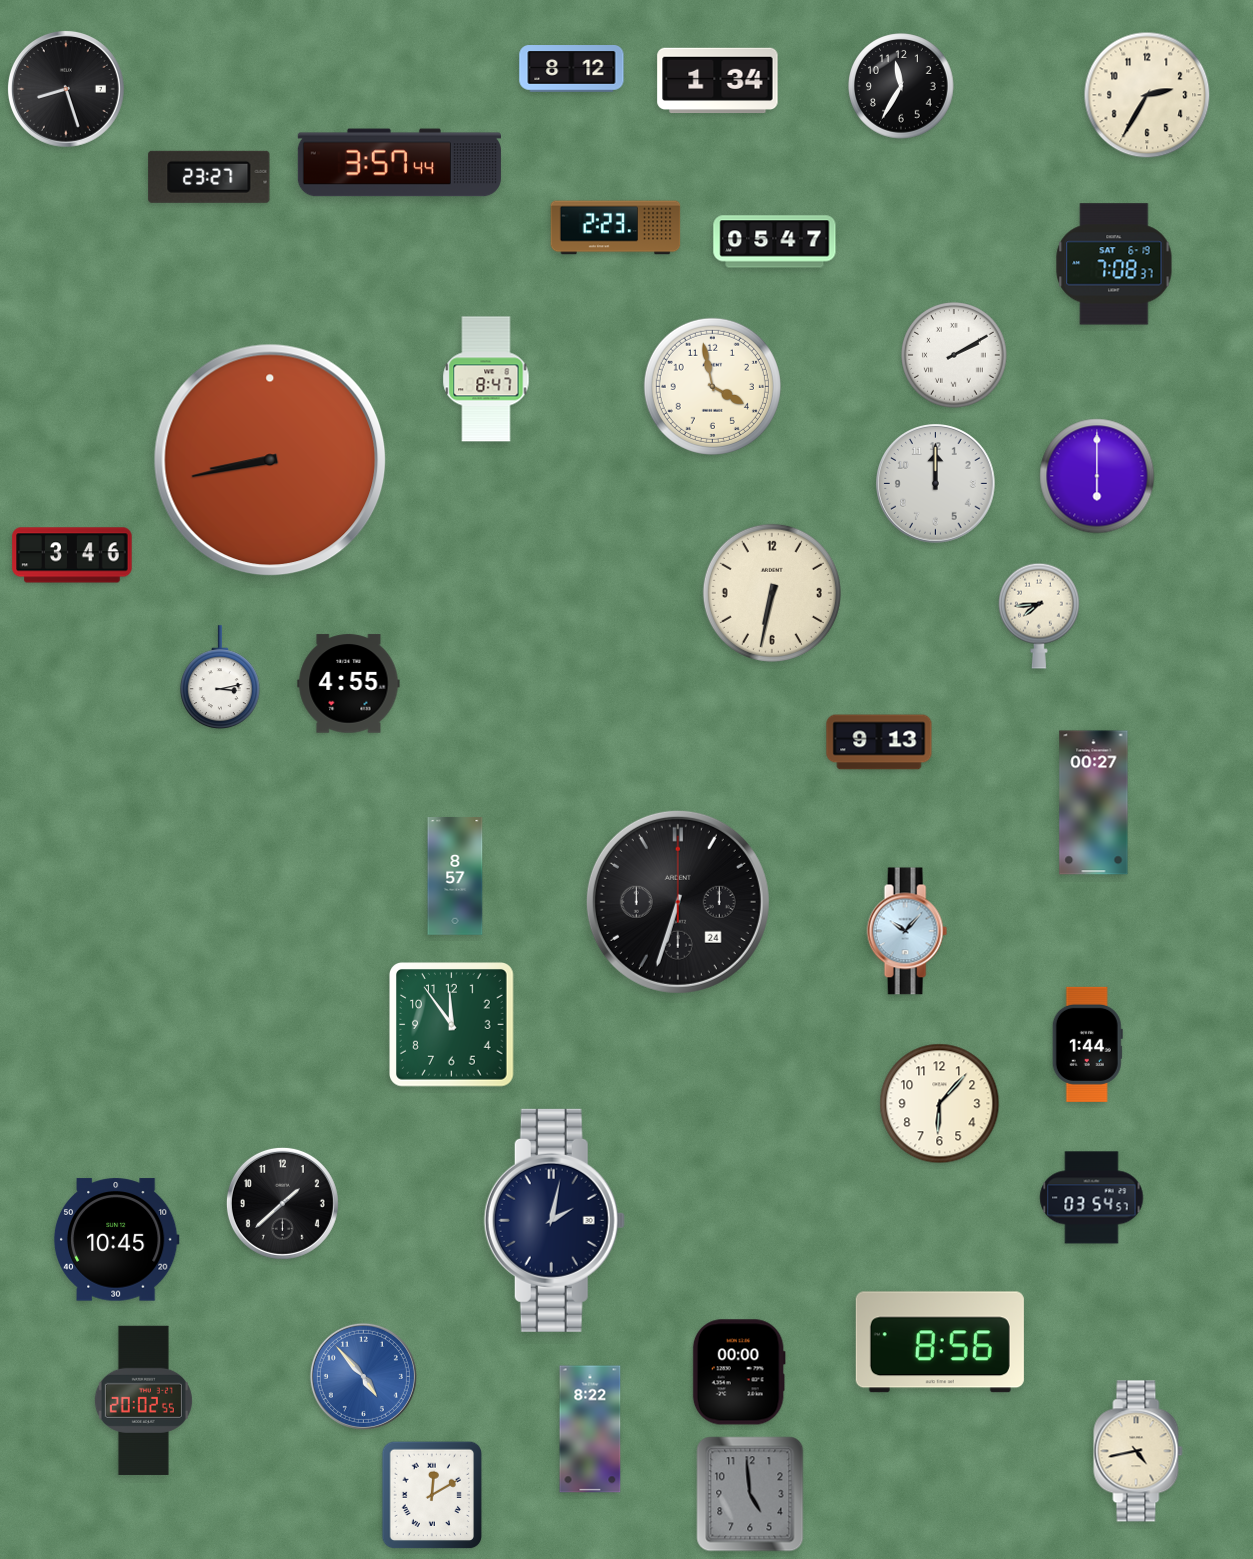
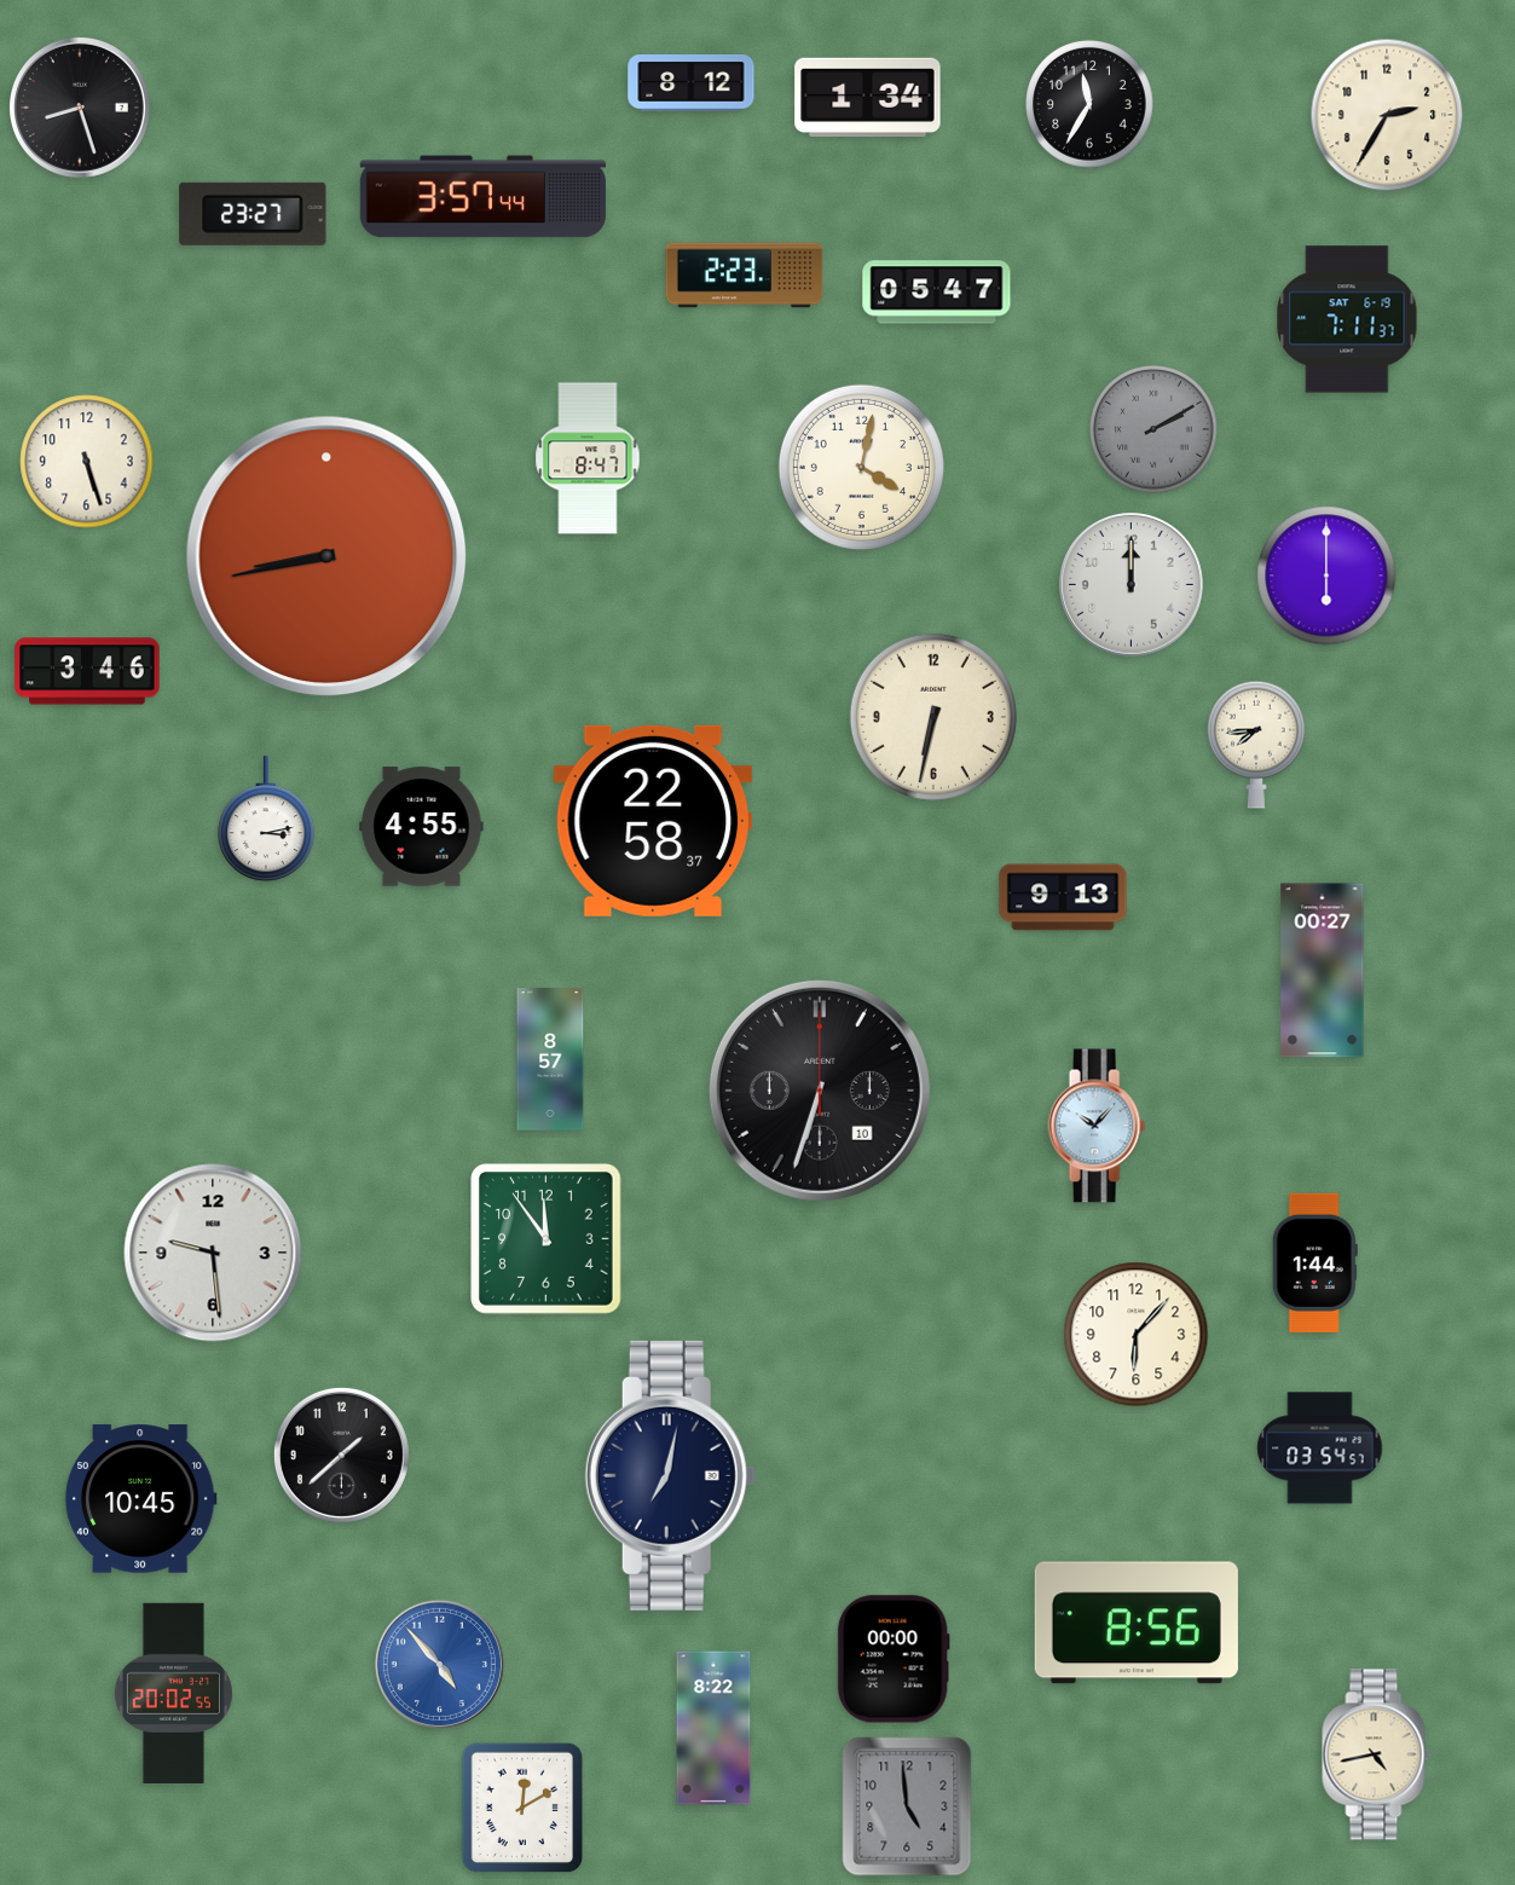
clock at (1114, 264): 7:08 -> 7:11
clock at (954, 355) dial: white -> grey
clock at (87, 462): none -> 5:27
clock at (712, 386): 3:58 -> 4:02
clock at (653, 821): none -> 22:58
clock at (678, 902) date: 24 -> 10
clock at (213, 1253): none -> 9:29
clock at (554, 1220): 2:02 -> 7:02
